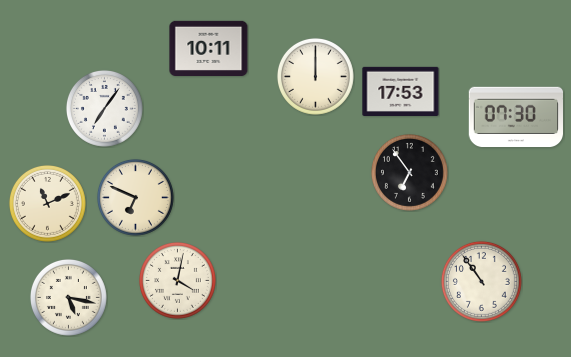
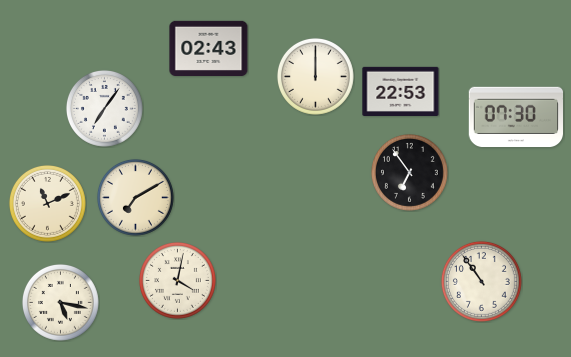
clock at (209, 48): 10:11 -> 02:43
clock at (401, 91): 17:53 -> 22:53
clock at (135, 197): 6:49 -> 7:10
clock at (68, 297) position: (68, 297) -> (60, 302)
